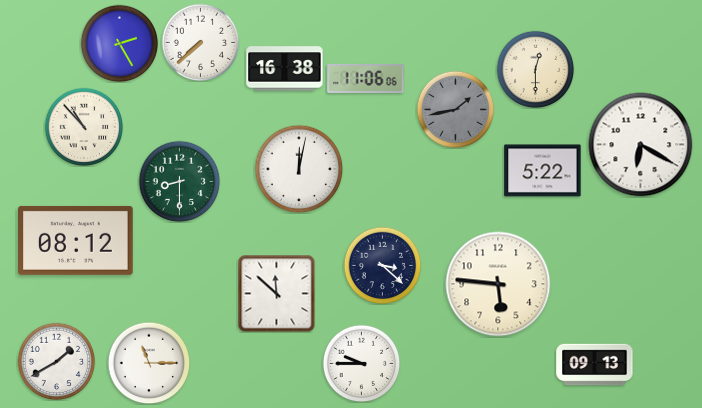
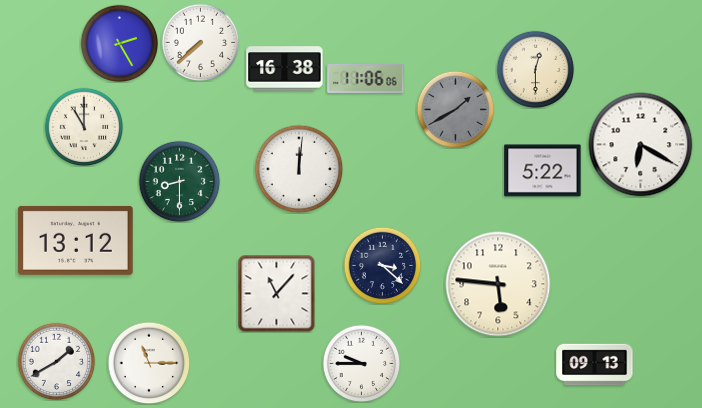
clock at (455, 109): 1:43 -> 1:40
clock at (84, 127): 10:53 -> 11:00
clock at (299, 169): 12:02 -> 12:01
clock at (76, 240): 08:12 -> 13:12
clock at (276, 293): 11:52 -> 11:07
